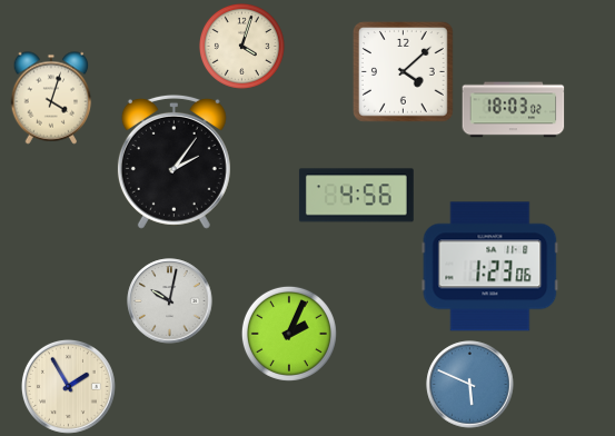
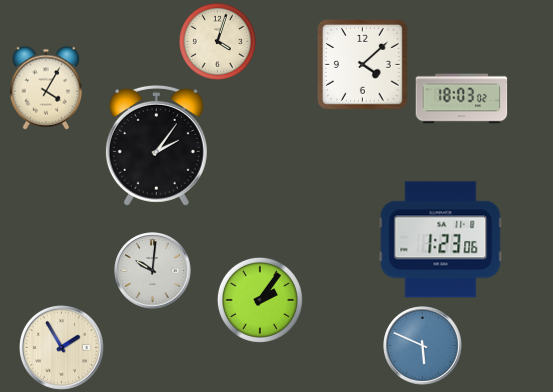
clock at (51, 98): 4:03 -> 4:05
clock at (356, 196): 4:56 -> none
clock at (170, 301): 10:02 -> 10:01
clock at (289, 334): 2:04 -> 2:06
